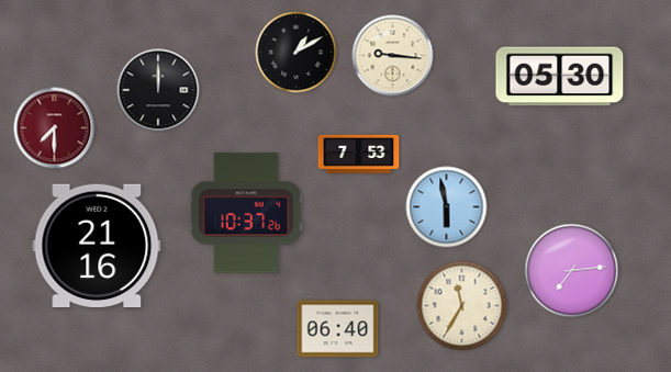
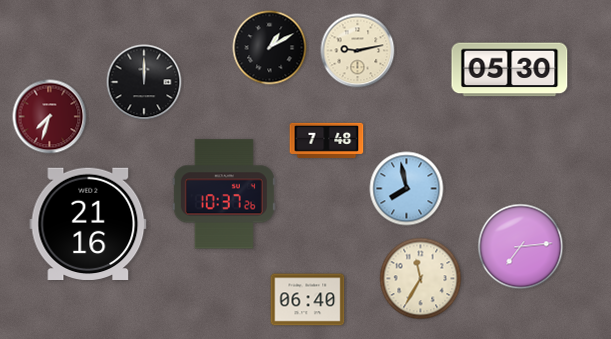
clock at (393, 56): 9:16 -> 9:13
clock at (55, 128): 7:30 -> 7:33
clock at (359, 154): 7:53 -> 7:48
clock at (447, 207): 5:58 -> 7:58
